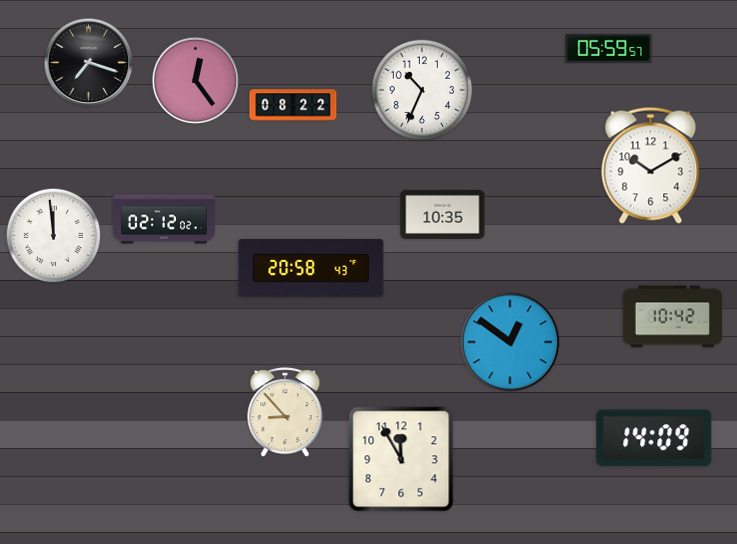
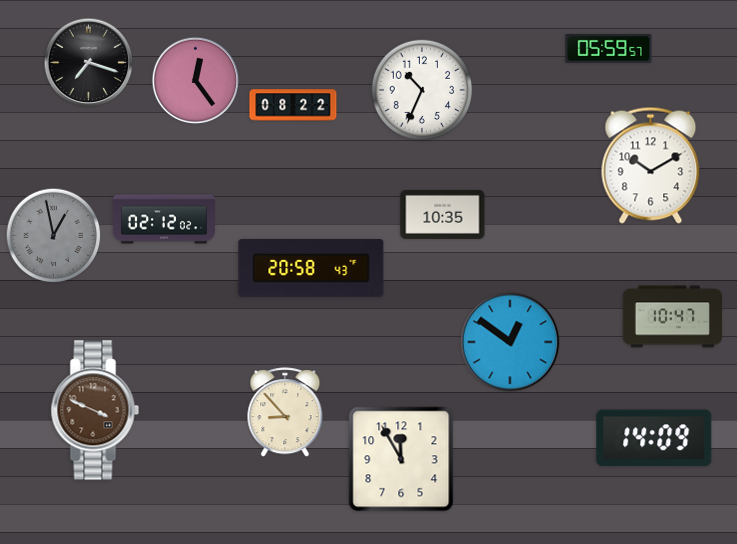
clock at (54, 236): 11:59 -> 12:58
clock at (54, 236) dial: white -> grey
clock at (672, 317): 10:42 -> 10:47
clock at (95, 410): none -> 3:49
